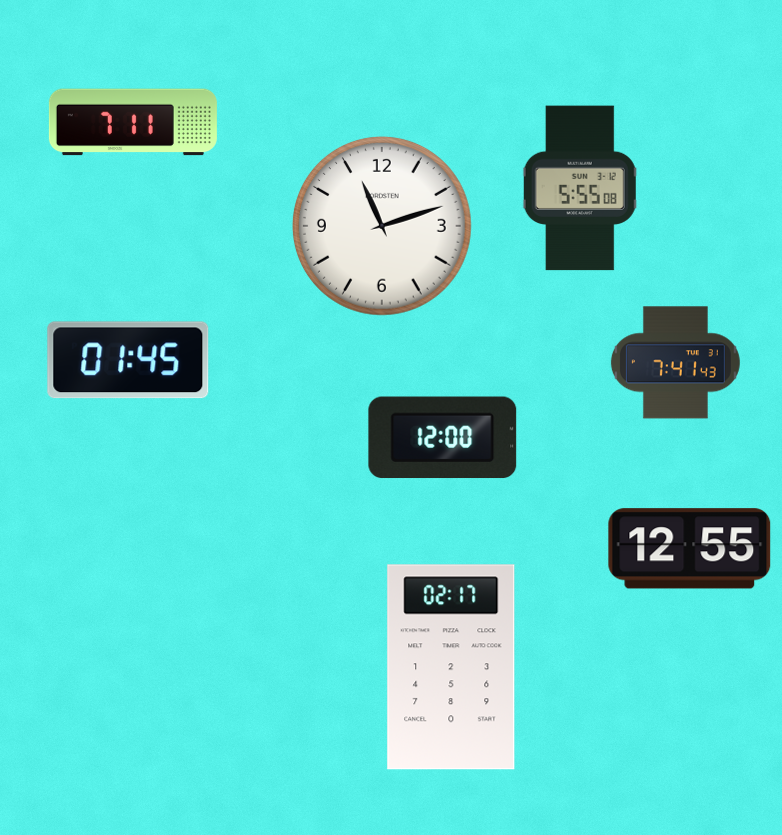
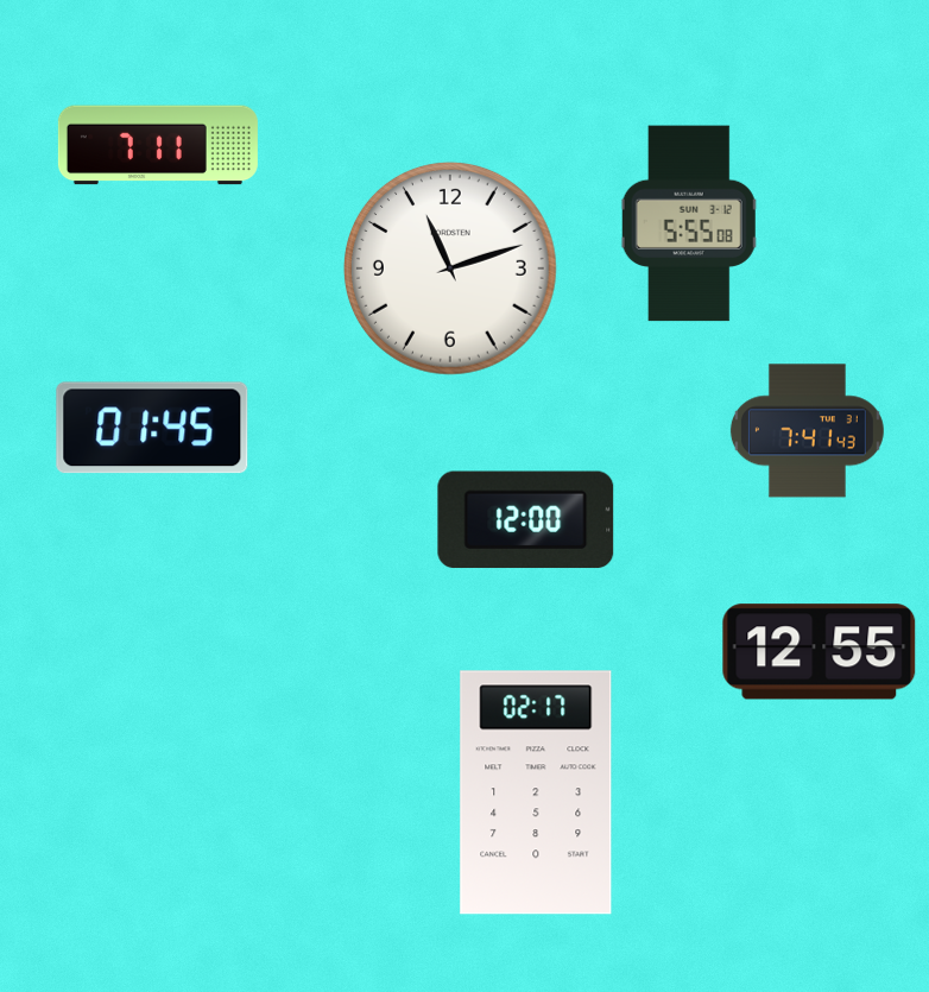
clock at (382, 226) position: (382, 226) -> (450, 268)
clock at (675, 363) position: (675, 363) -> (807, 431)
